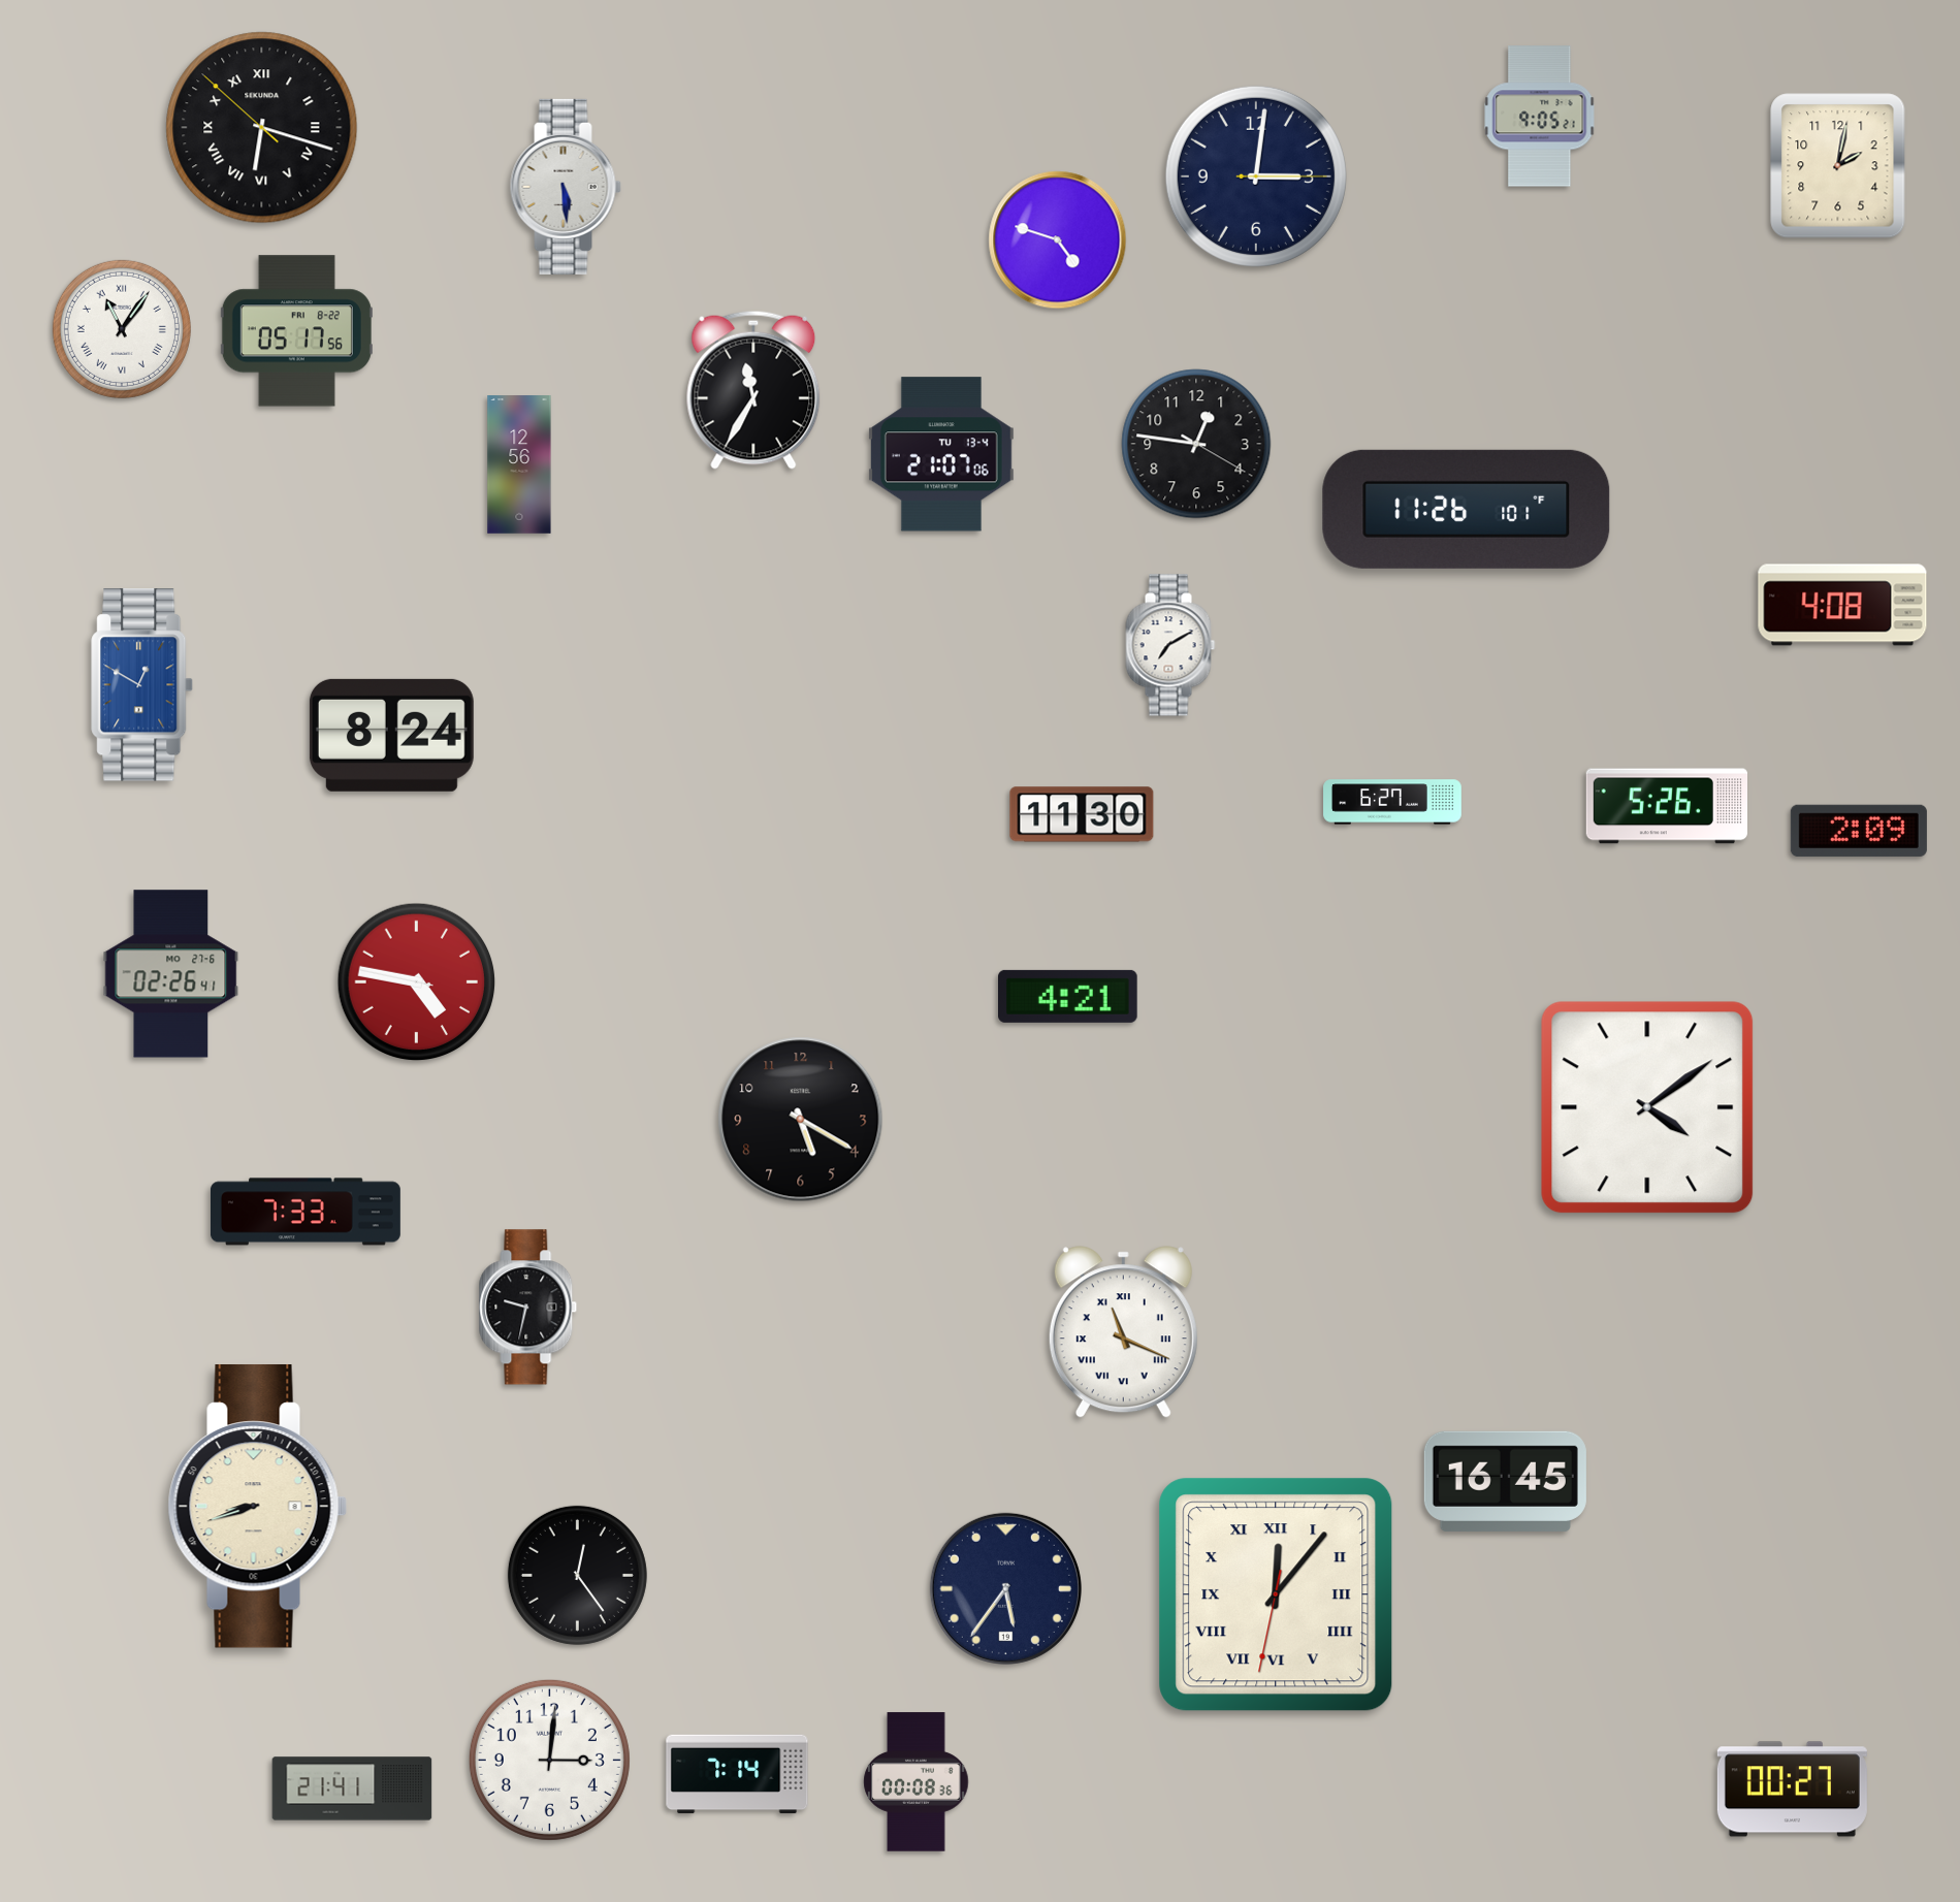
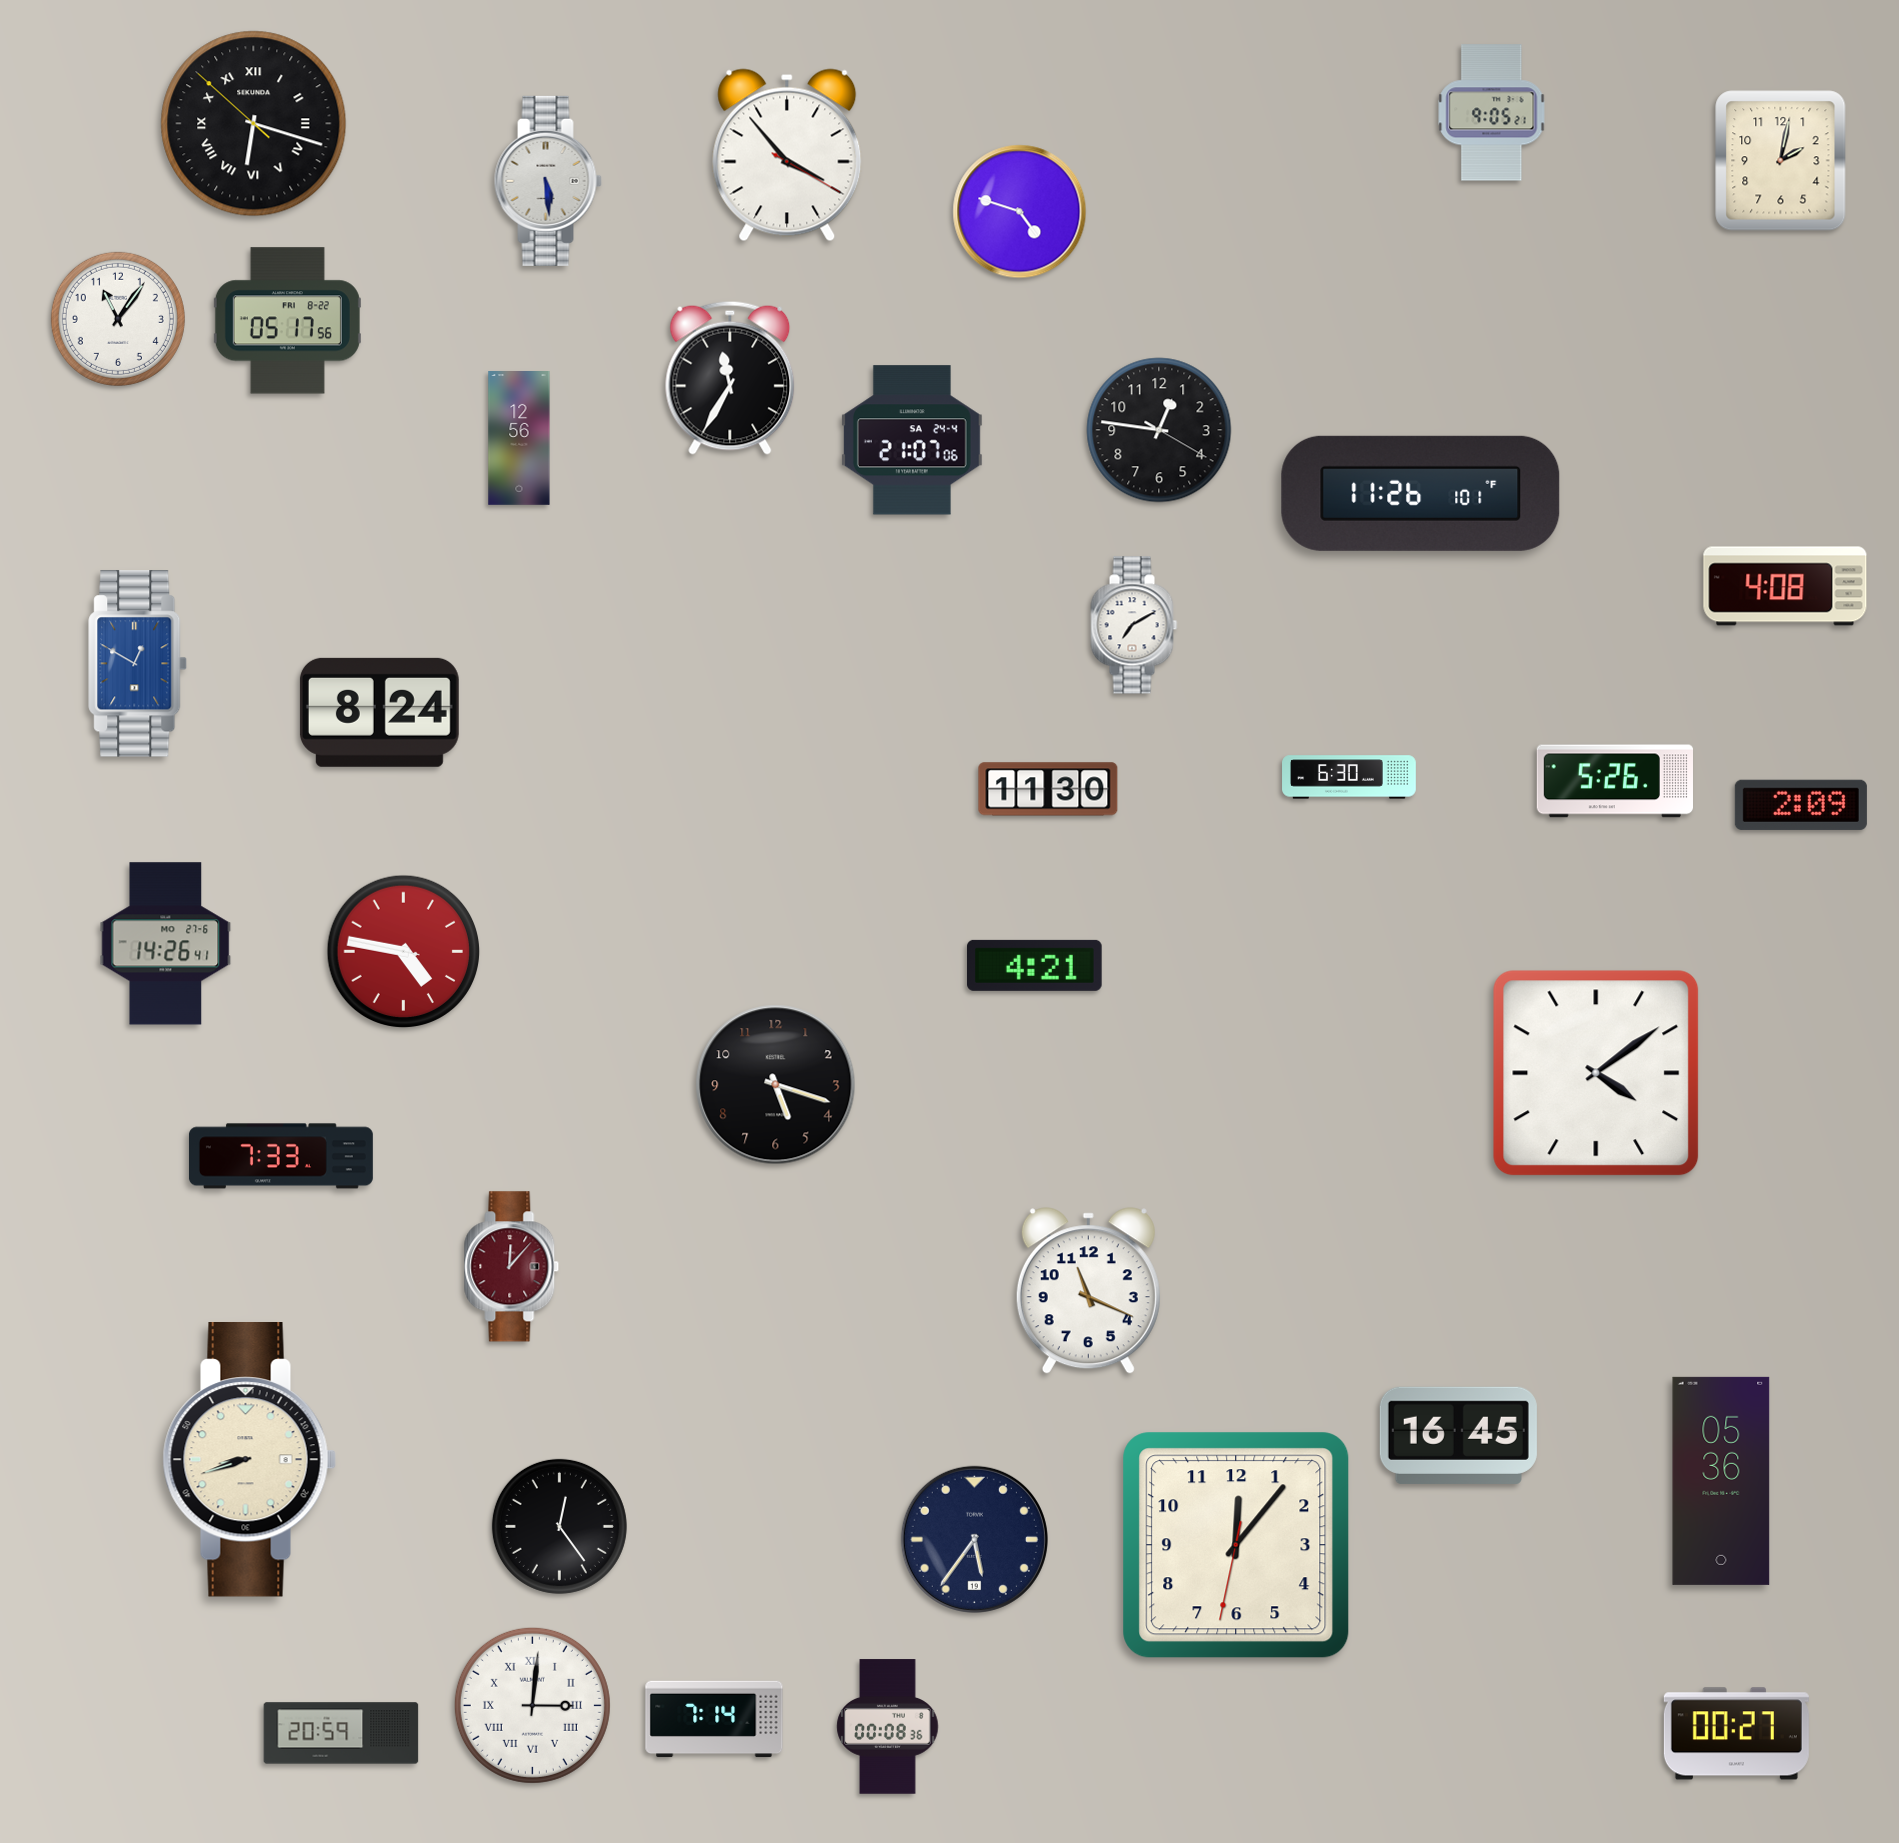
clock at (787, 155): none -> 3:53
clock at (1256, 176): 3:01 -> none
clock at (1058, 240) position: (1058, 240) -> (1020, 212)
clock at (122, 329) numerals: Roman -> Arabic
clock at (941, 454) date: TU 13-4 -> SA 24-4
clock at (519, 465) position: (519, 465) -> (519, 439)
clock at (1392, 802): 6:27 -> 6:30
clock at (171, 974): 02:26 -> 14:26
clock at (801, 1120): 5:20 -> 5:18
clock at (306, 1212) position: (306, 1212) -> (281, 1156)
clock at (528, 1308): 9:32 -> 12:07
clock at (528, 1308) dial: black -> burgundy
clock at (1123, 1332) numerals: Roman -> Arabic
clock at (1721, 1481): none -> 05:36
clock at (1276, 1594) numerals: Roman -> Arabic
clock at (549, 1760) numerals: Arabic -> Roman
clock at (352, 1788): 21:41 -> 20:59
